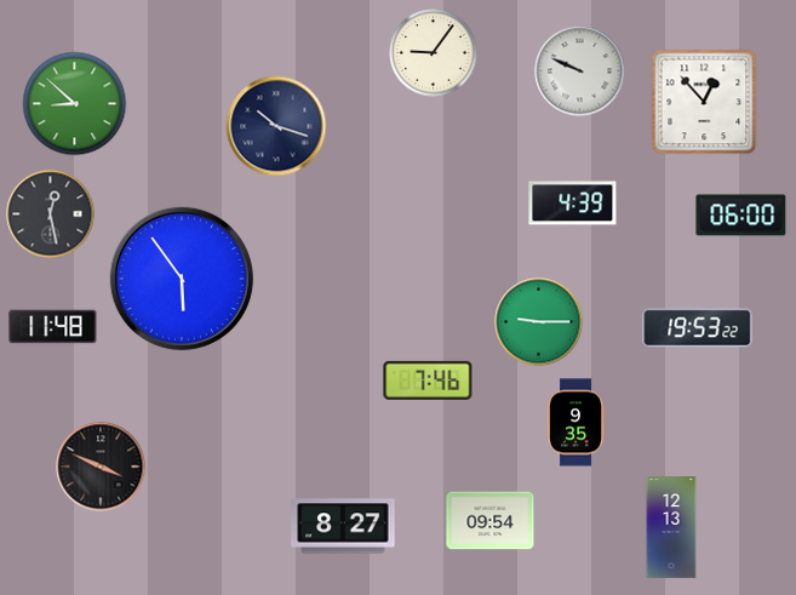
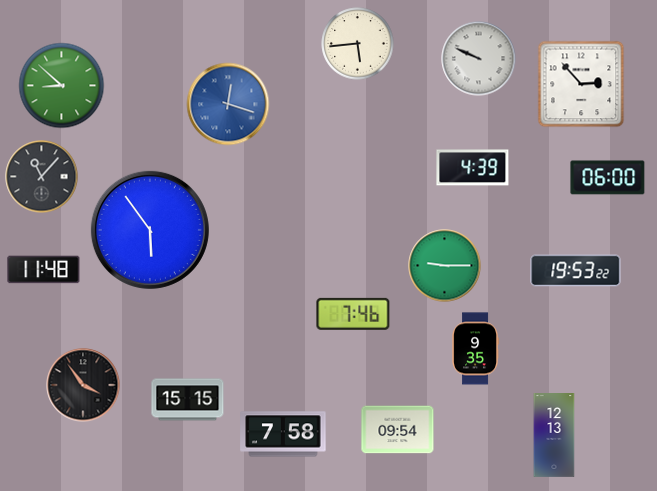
clock at (434, 53): 9:06 -> 5:44
clock at (704, 102): 12:53 -> 2:53
clock at (276, 126): 10:18 -> 12:18
clock at (276, 126) dial: navy -> blue
clock at (51, 214): 12:28 -> 11:07
clock at (741, 216) position: (741, 216) -> (608, 178)
clock at (101, 467): 3:49 -> 3:54
clock at (188, 400): none -> 15:15
clock at (491, 521) position: (491, 521) -> (398, 430)
clock at (343, 526): 8:27 -> 7:58
